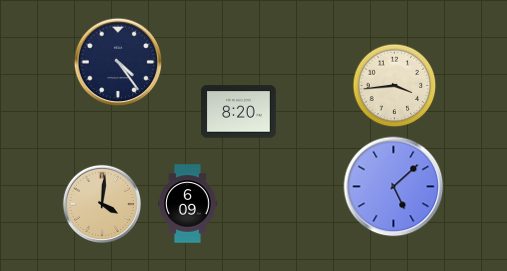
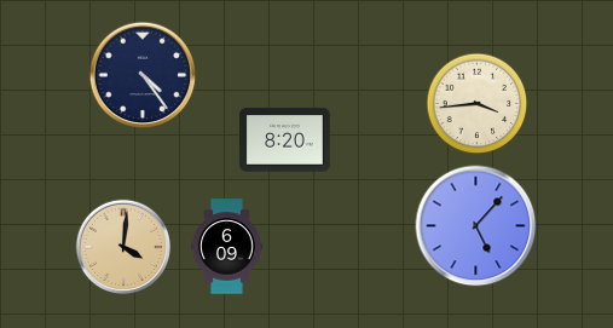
clock at (239, 112) position: (239, 112) -> (285, 140)
clock at (394, 187): 5:08 -> 5:07
